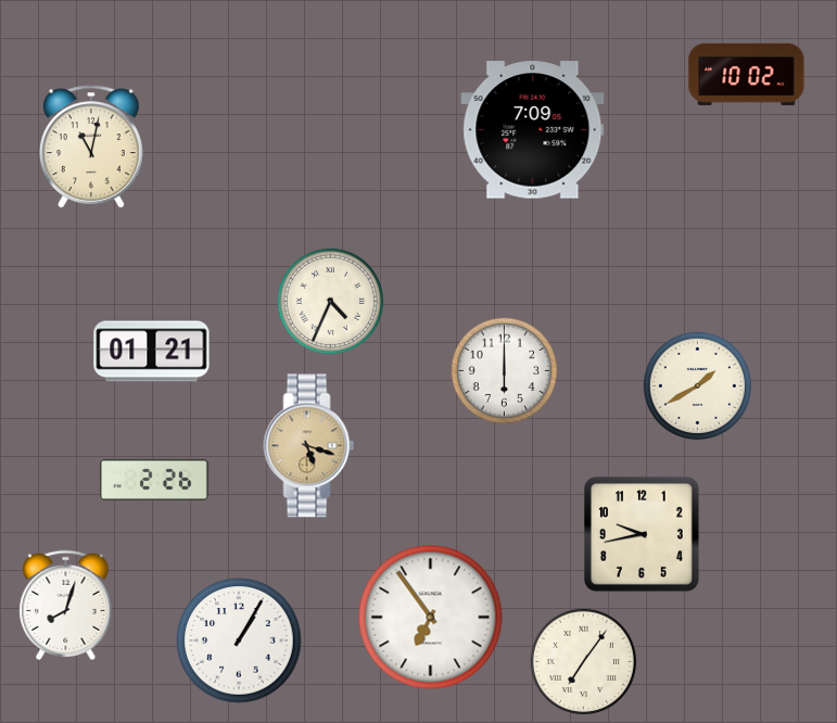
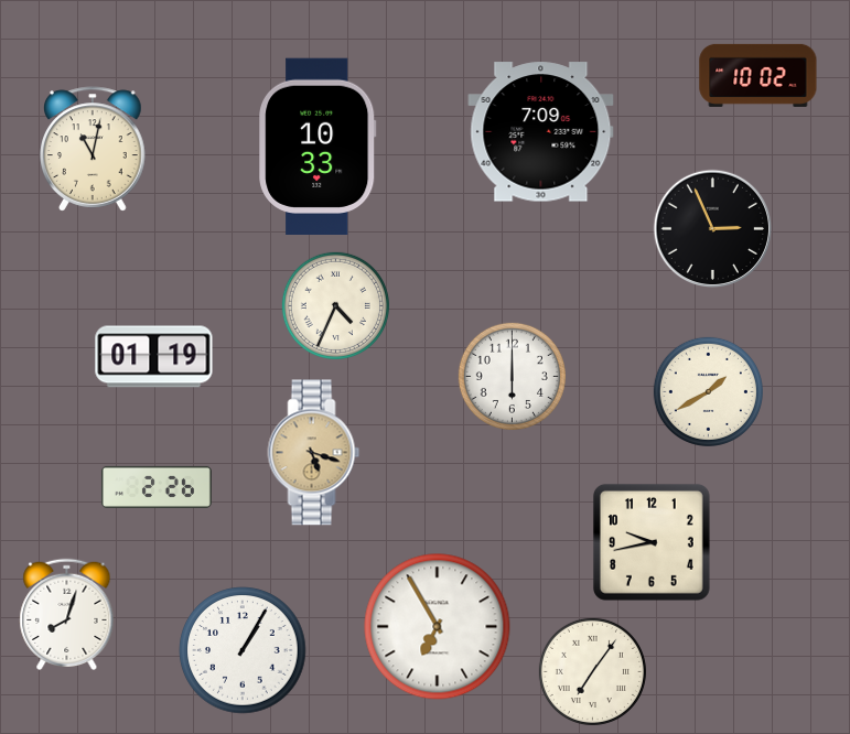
clock at (318, 145): none -> 10:33
clock at (713, 229): none -> 2:56
clock at (152, 352): 01:21 -> 01:19
clock at (431, 618): 6:54 -> 6:55
